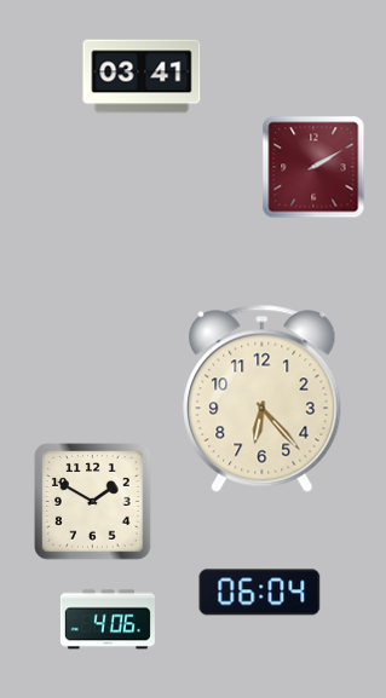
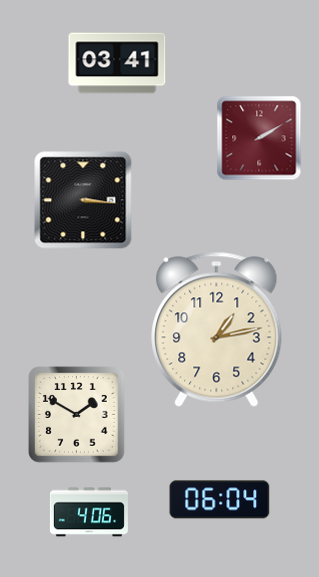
clock at (83, 200): none -> 3:16
clock at (263, 398): 6:23 -> 1:13
clock at (260, 593) position: (260, 593) -> (220, 500)
